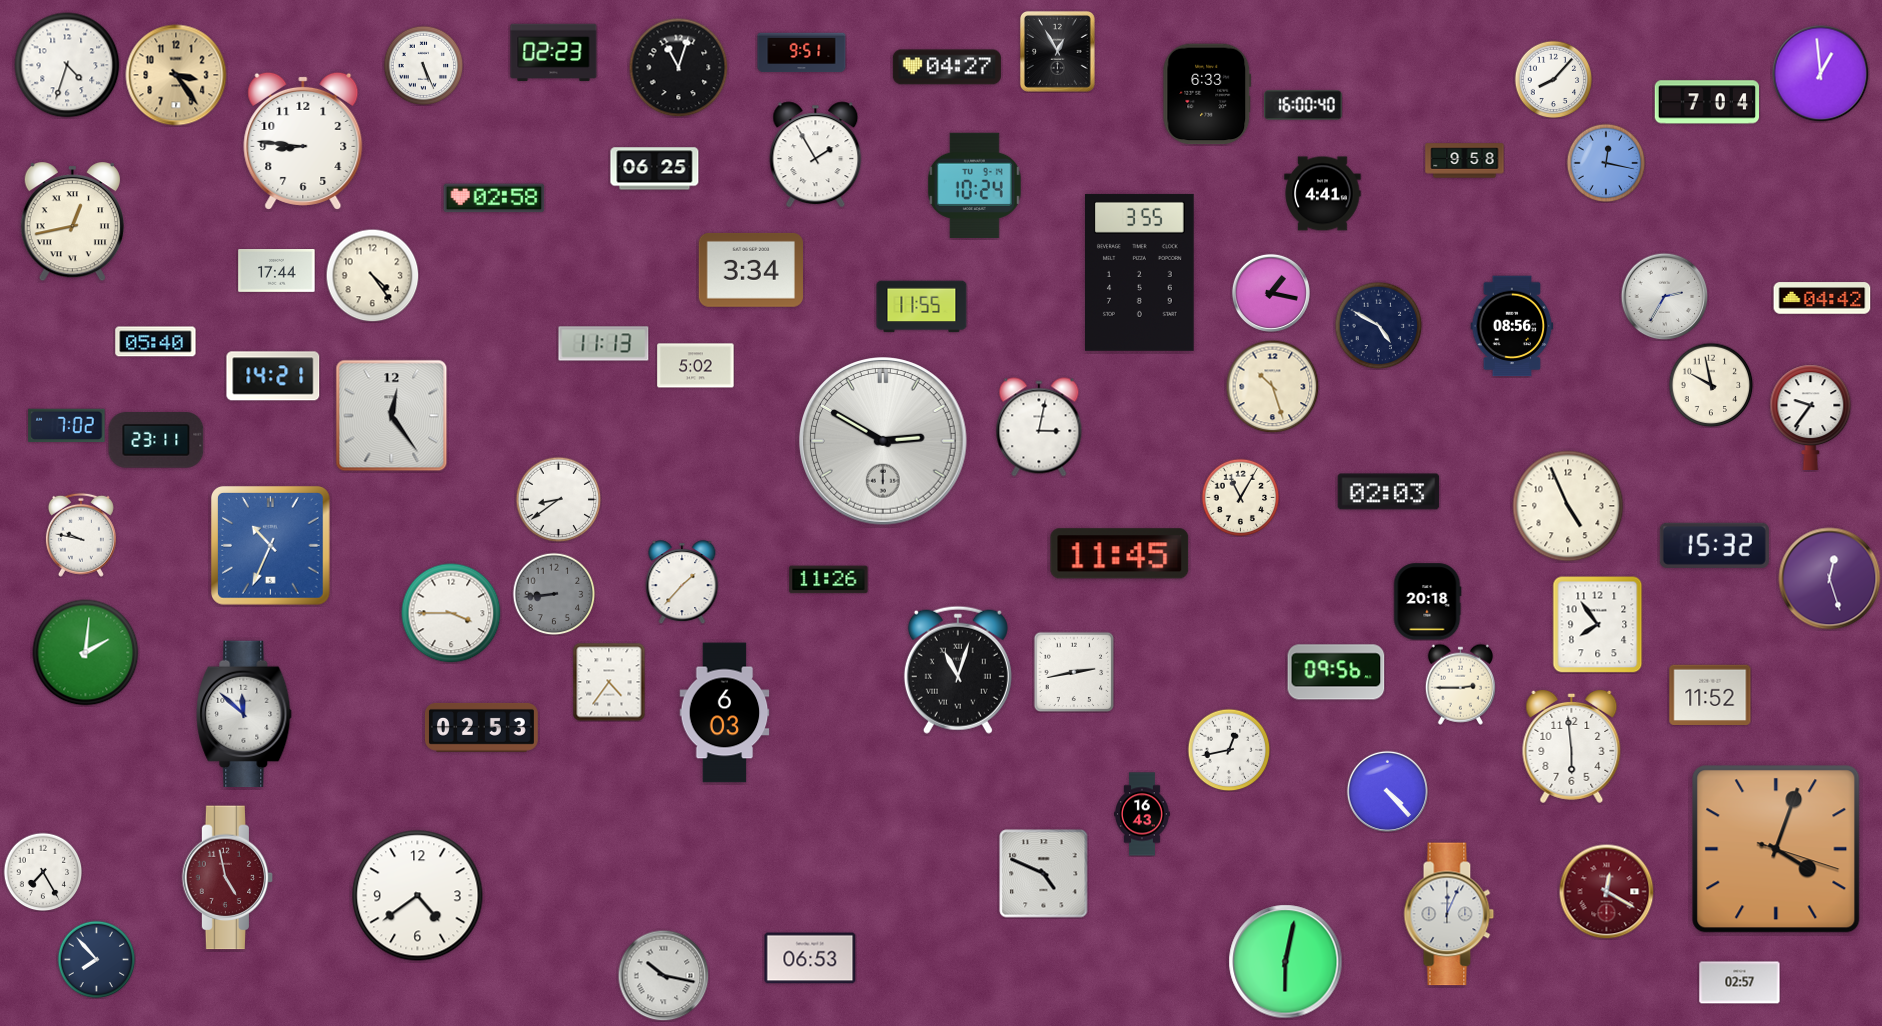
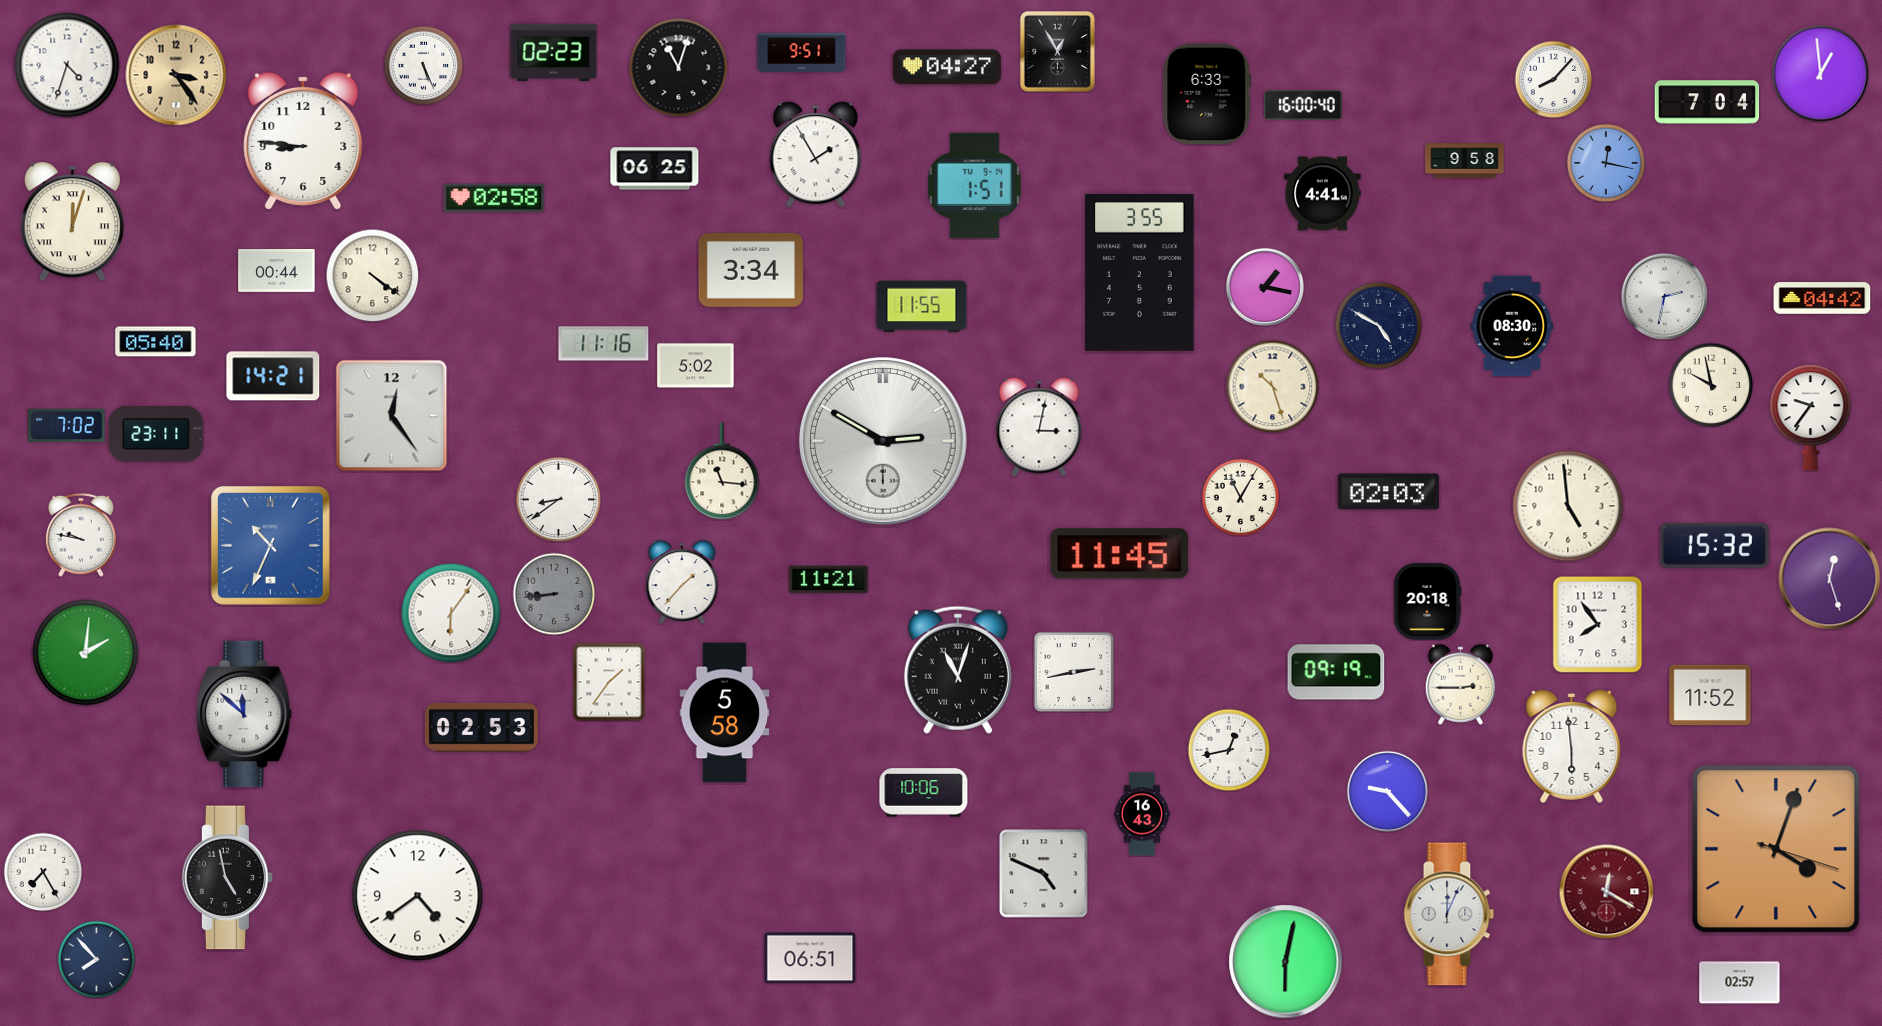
clock at (974, 185): 10:24 -> 1:51
clock at (72, 222): 12:43 -> 12:03
clock at (277, 271): 17:44 -> 00:44
clock at (372, 275): 4:24 -> 4:21
clock at (1271, 293) position: (1271, 293) -> (1265, 287)
clock at (1664, 296): 2:35 -> 2:32
clock at (1512, 326): 08:56 -> 08:30
clock at (604, 344): 11:13 -> 11:16
clock at (156, 440) position: (156, 440) -> (156, 434)
clock at (722, 471): none -> 11:16
clock at (1568, 506): 4:56 -> 4:59
clock at (829, 580): 11:26 -> 11:21
clock at (451, 613): 3:45 -> 6:06
clock at (1336, 672): 09:56 -> 09:19
clock at (609, 682): 4:36 -> 1:36
clock at (725, 713): 6:03 -> 5:58
clock at (1387, 791): 4:23 -> 9:23
clock at (924, 793): none -> 10:06
clock at (228, 878) dial: burgundy -> black
clock at (810, 958): 06:53 -> 06:51
clock at (663, 975): 10:17 -> none
